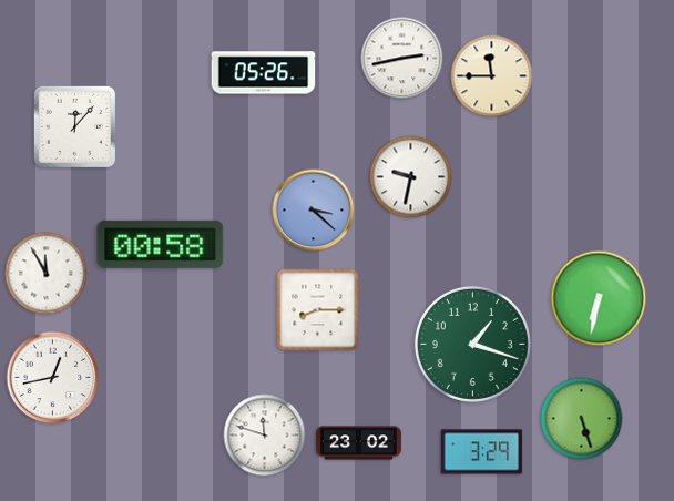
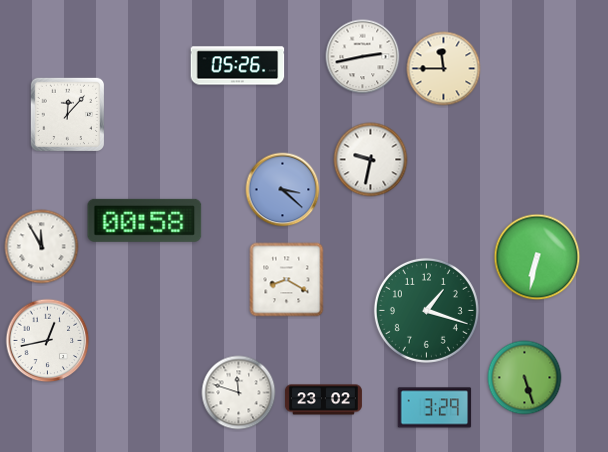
clock at (402, 59) position: (402, 59) -> (363, 57)
clock at (599, 298) position: (599, 298) -> (537, 257)
clock at (318, 310): 8:15 -> 8:20
